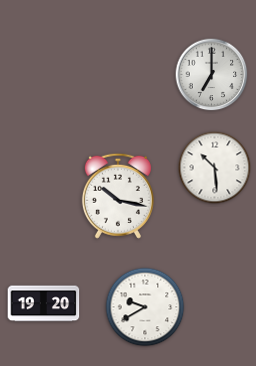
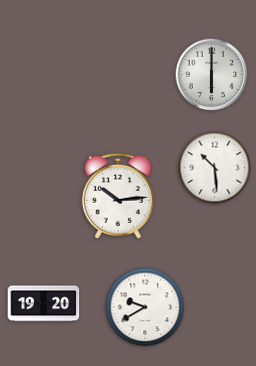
clock at (212, 75): 7:00 -> 6:00
clock at (118, 196): 10:17 -> 10:14
